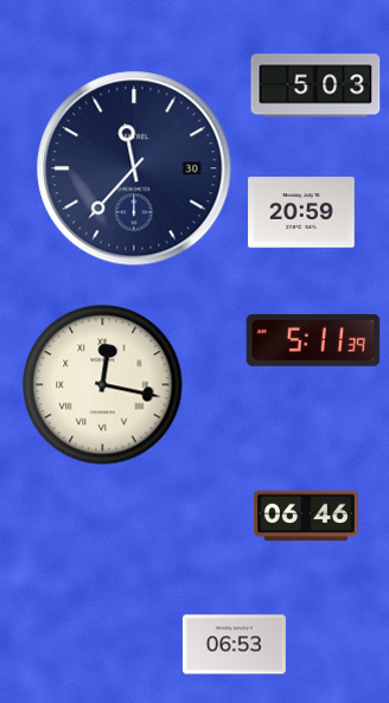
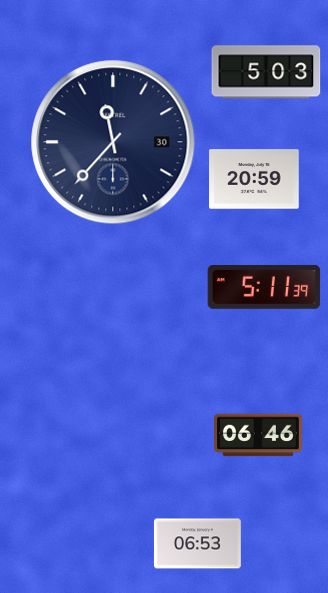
clock at (103, 385): 12:17 -> none
